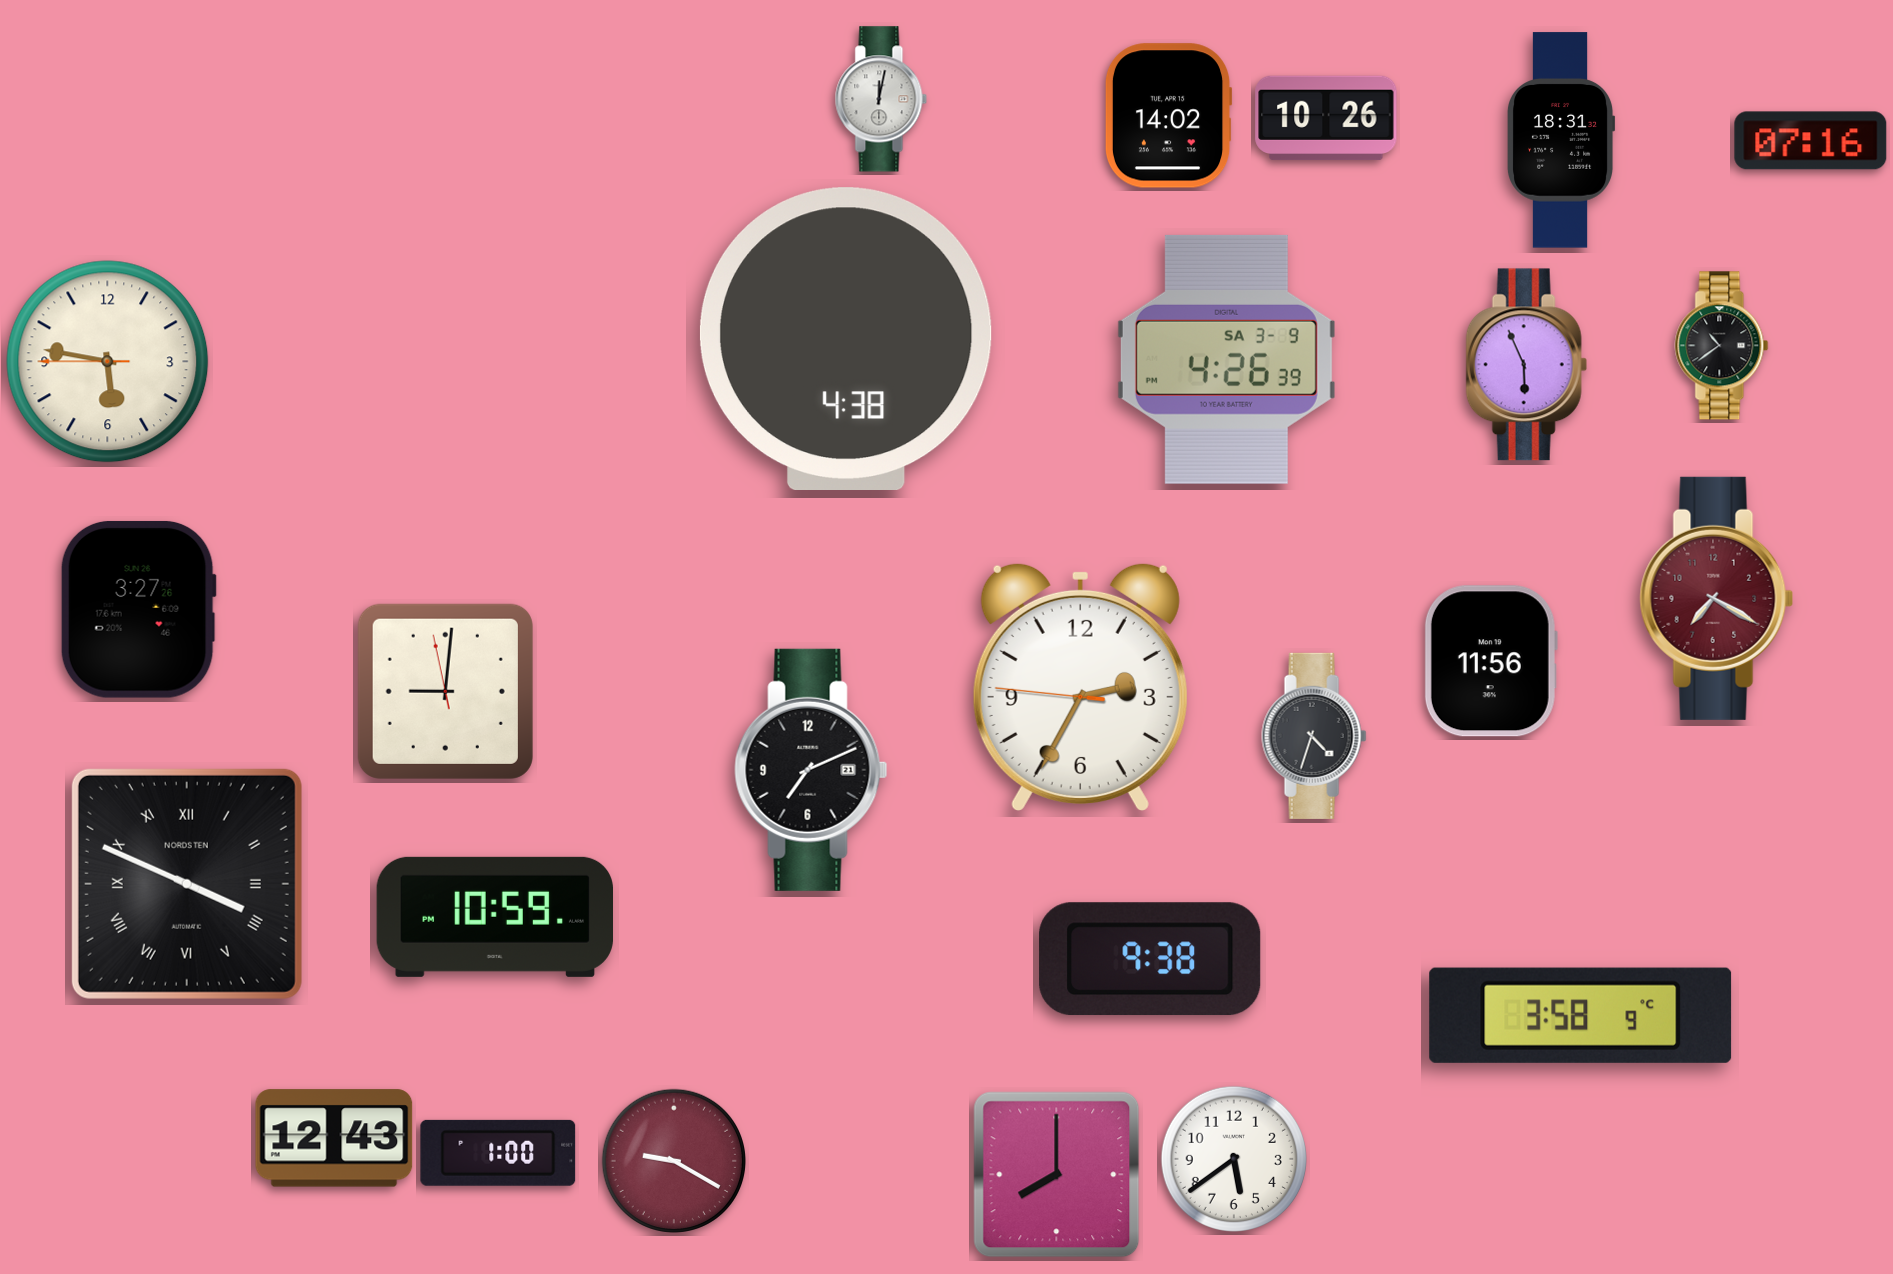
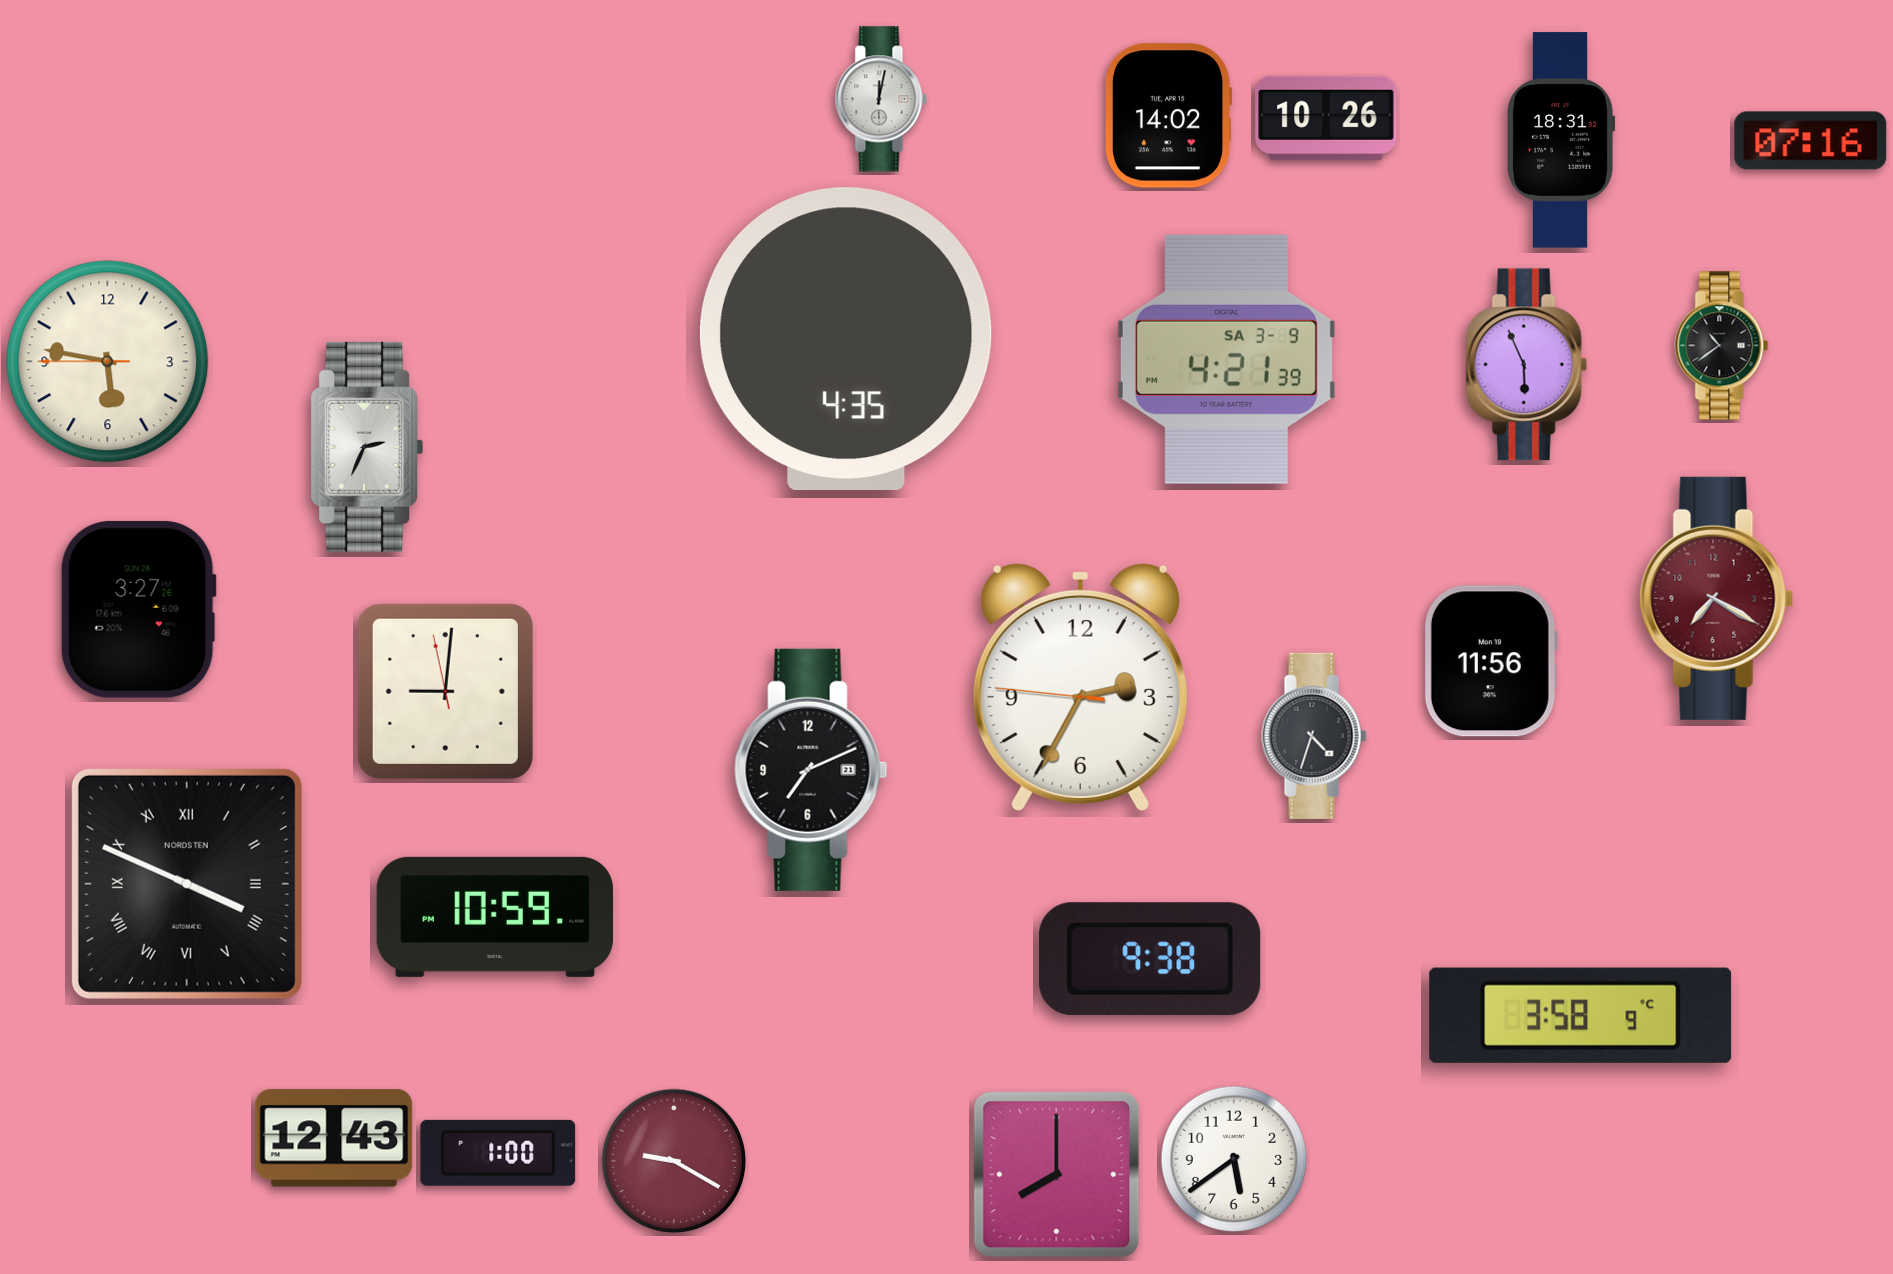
clock at (846, 338): 4:38 -> 4:35
clock at (1226, 359): 4:26 -> 4:21
clock at (367, 447): none -> 2:34
